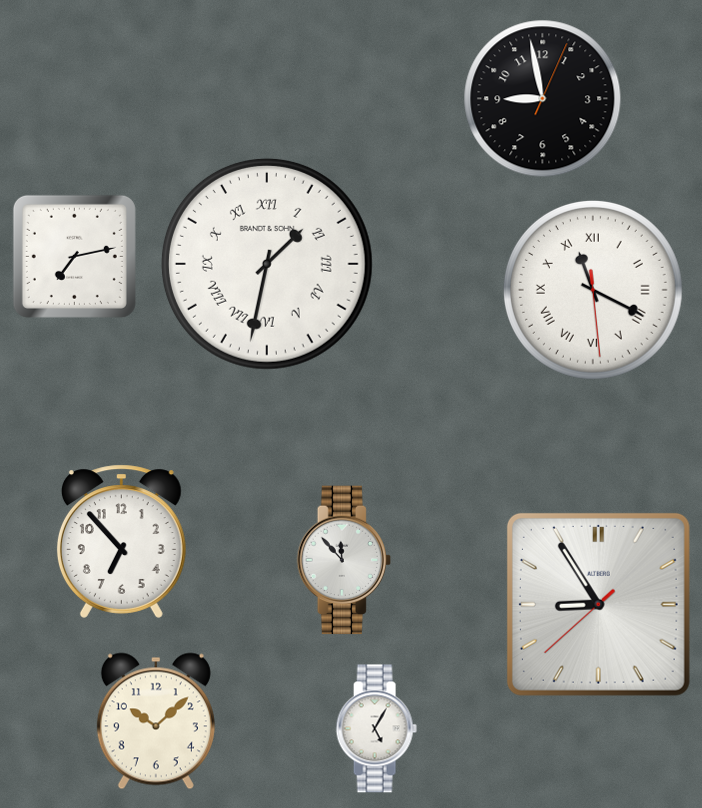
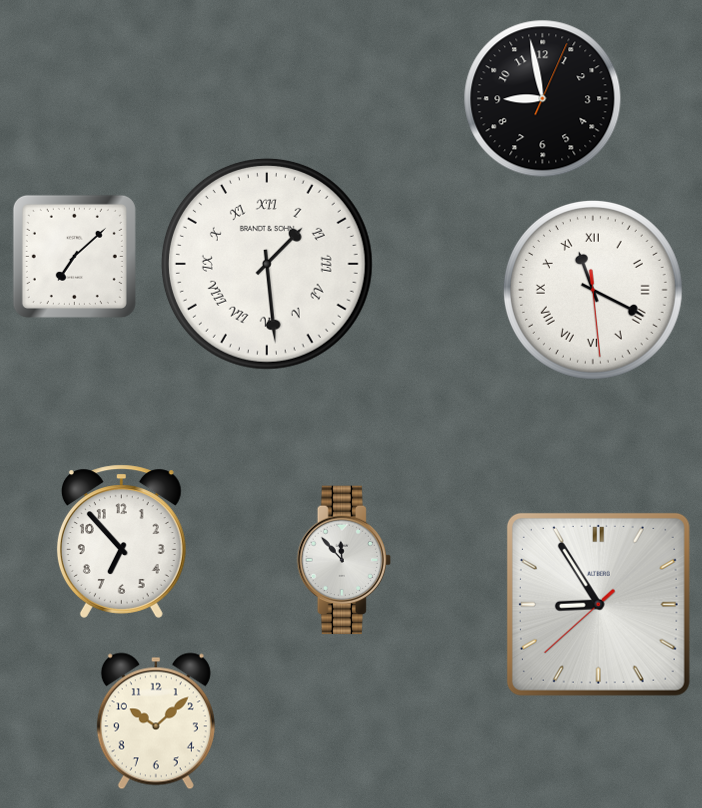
clock at (74, 256): 7:13 -> 7:08
clock at (267, 264): 1:32 -> 1:29
clock at (376, 729): 5:05 -> none
